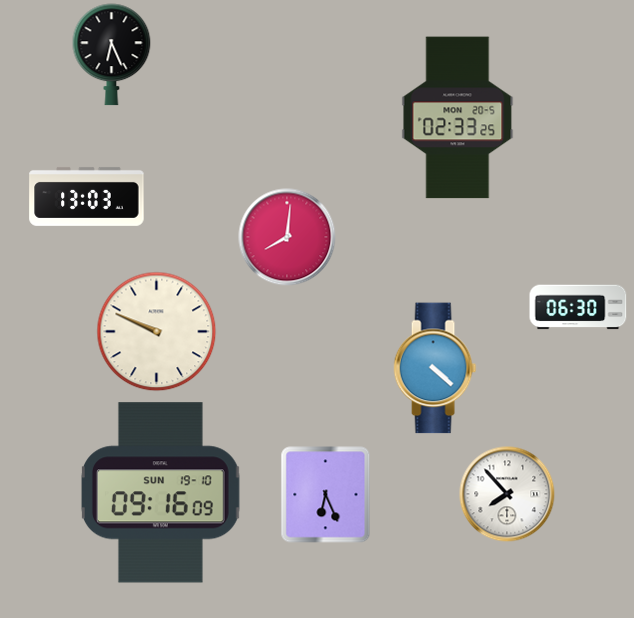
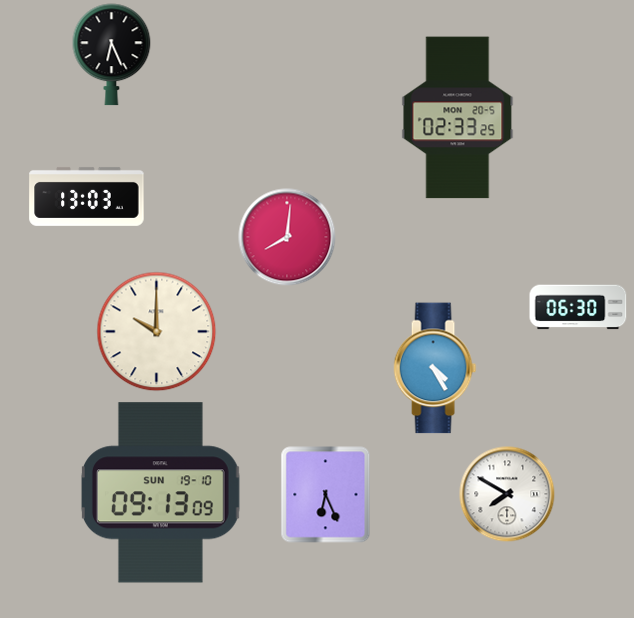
clock at (157, 332): 9:49 -> 10:00
clock at (435, 368): 4:22 -> 4:25
clock at (160, 493): 09:16 -> 09:13
clock at (507, 494): 7:53 -> 7:50
